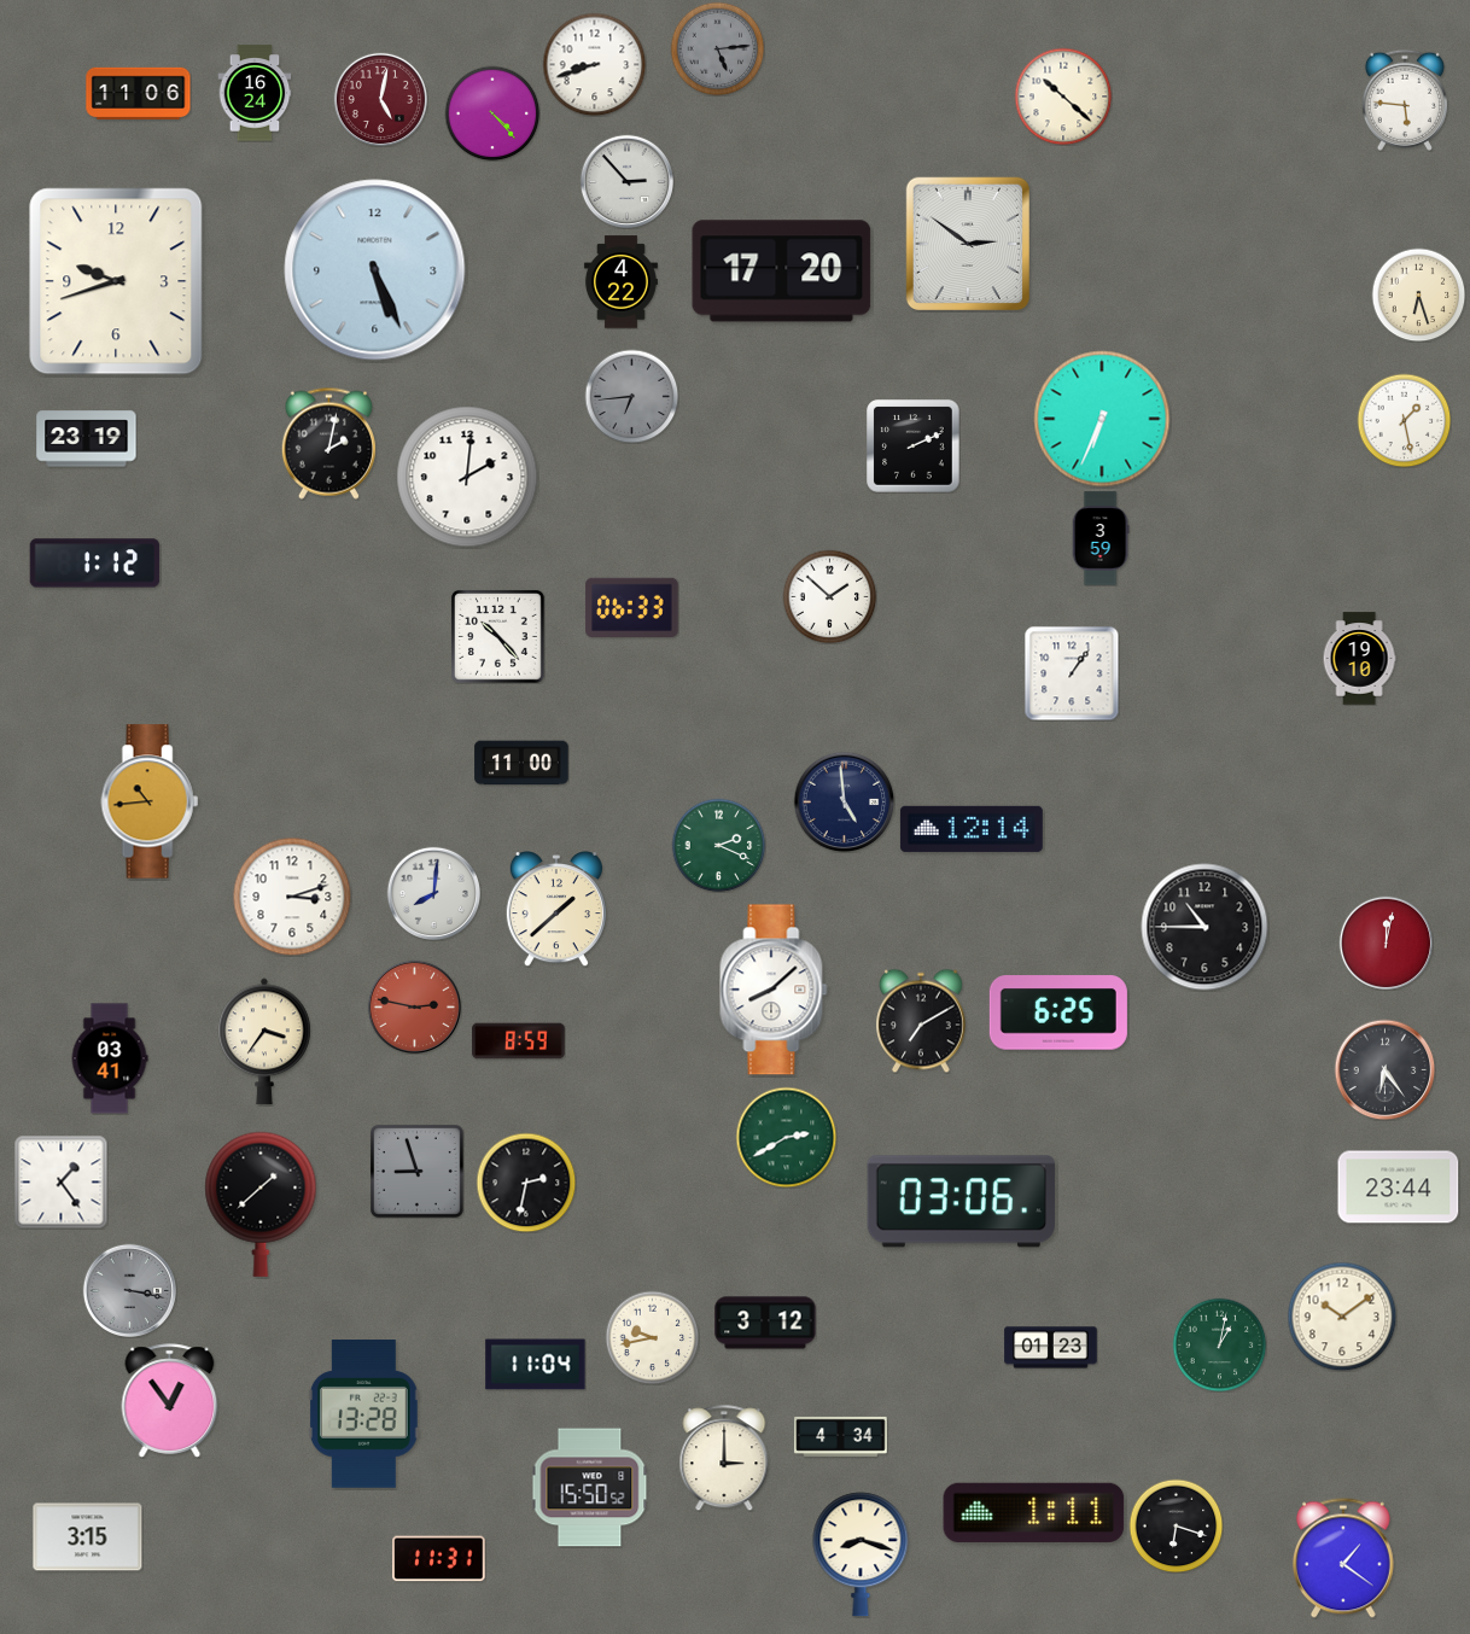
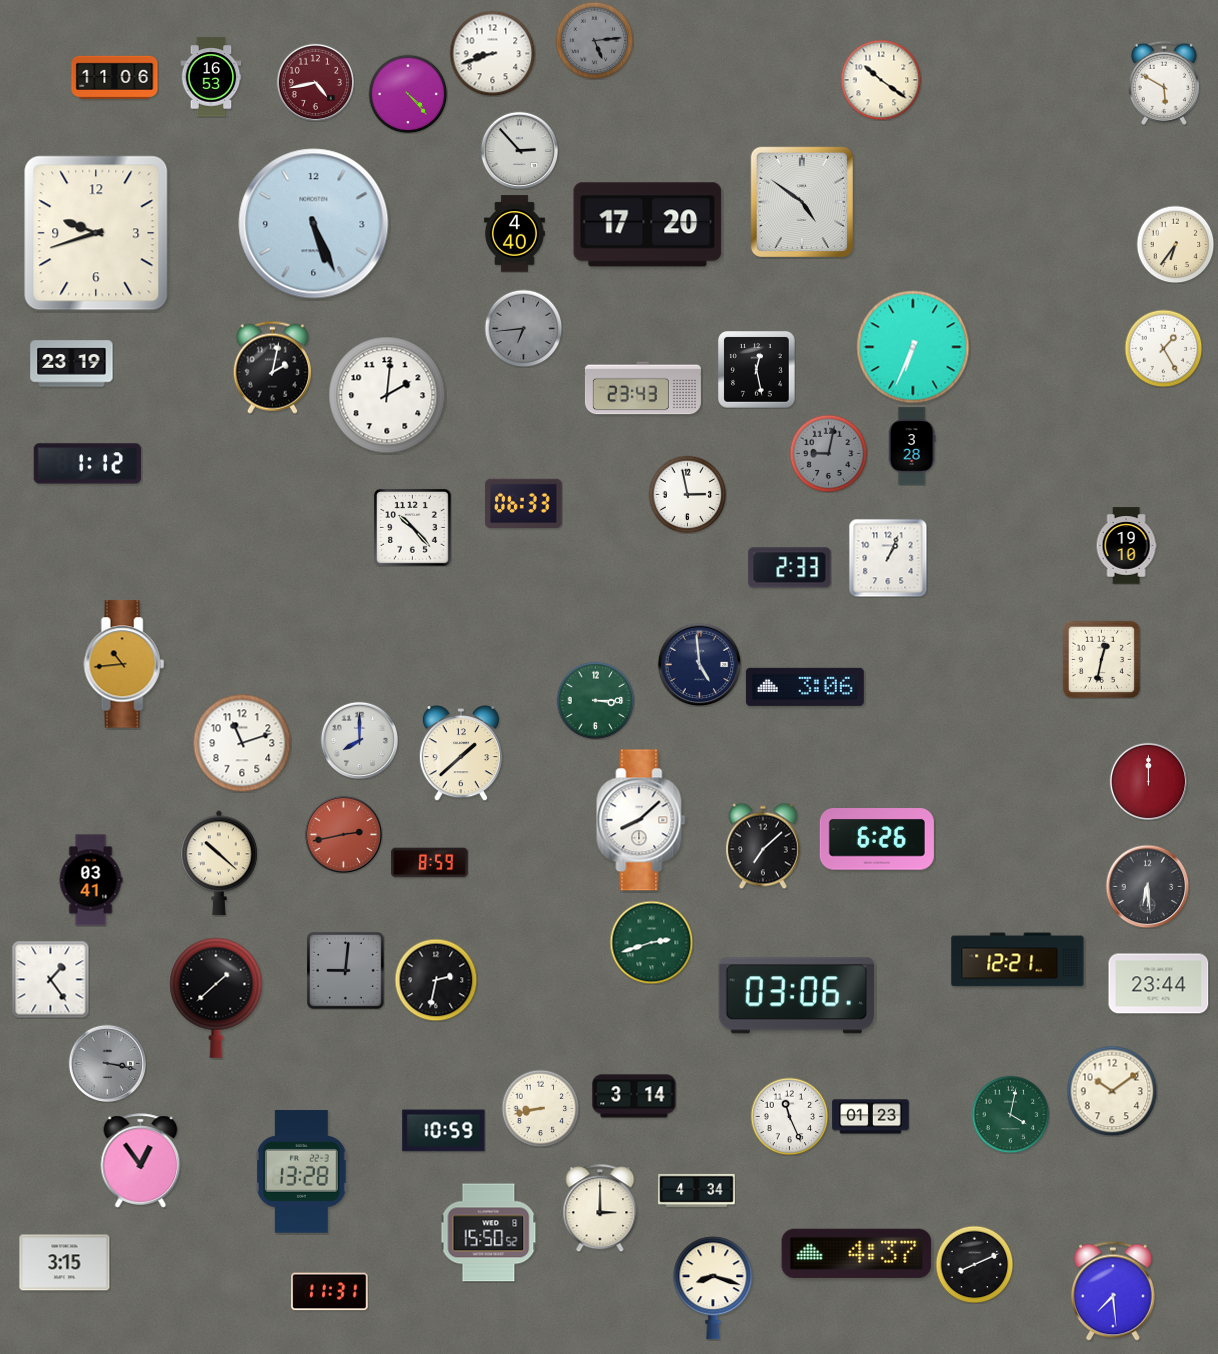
clock at (255, 93): 16:24 -> 16:53
clock at (1063, 97): 10:22 -> 10:21
clock at (380, 99): 5:02 -> 4:43
clock at (1405, 100): 5:46 -> 5:50
clock at (967, 243): 2:51 -> 4:51
clock at (375, 270) position: (375, 270) -> (314, 224)
clock at (620, 282): 4:22 -> 4:40
clock at (1418, 294): 6:27 -> 6:36
clock at (1404, 420): 1:28 -> 1:25
clock at (914, 447): 2:11 -> 12:28
clock at (643, 388): none -> 23:43
clock at (1101, 538): 3:59 -> 3:28
clock at (828, 453): none -> 9:02
clock at (95, 564) position: (95, 564) -> (88, 464)
clock at (829, 596): 1:52 -> 2:58
clock at (1072, 673): 1:06 -> 1:04
clock at (790, 568): none -> 2:33
clock at (521, 763): 11:00 -> none
clock at (1101, 659): none -> 12:32
clock at (972, 829): 12:14 -> 3:06
clock at (718, 845): 2:19 -> 3:15
clock at (433, 893): 8:01 -> 8:00
clock at (292, 897): 3:12 -> 11:12
clock at (1204, 927): 10:45 -> none
clock at (1386, 943): 12:02 -> 12:00
clock at (414, 1006): 2:47 -> 2:43
clock at (1058, 1013): 6:25 -> 6:26
clock at (922, 1021): 7:10 -> 7:08
clock at (266, 1041): 3:36 -> 10:22
clock at (110, 1058) position: (110, 1058) -> (91, 880)
clock at (1384, 1069): 6:24 -> 6:29
clock at (786, 1137): 2:40 -> 2:42
clock at (1018, 960): none -> 12:21
clock at (418, 1172): 8:57 -> 9:01
clock at (129, 1290) position: (129, 1290) -> (107, 1063)
clock at (765, 1323): 3:12 -> 3:14
clock at (652, 1337): 9:43 -> 8:43
clock at (1219, 1344): 1:02 -> 4:02
clock at (789, 1116): none -> 11:26
clock at (536, 1365): 11:04 -> 10:59
clock at (1034, 1512): 1:11 -> 4:37
clock at (1176, 1525): 6:18 -> 8:11
clock at (88, 1537) position: (88, 1537) -> (65, 1263)
clock at (1343, 1558): 1:21 -> 7:29
clock at (439, 1559) position: (439, 1559) -> (330, 1292)
